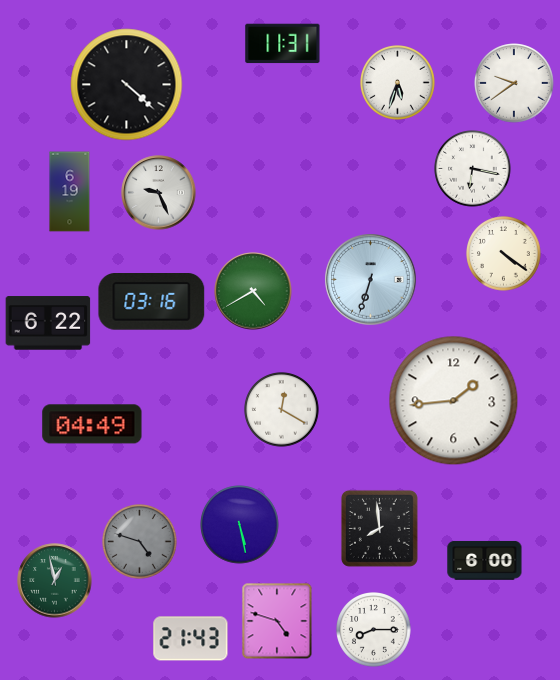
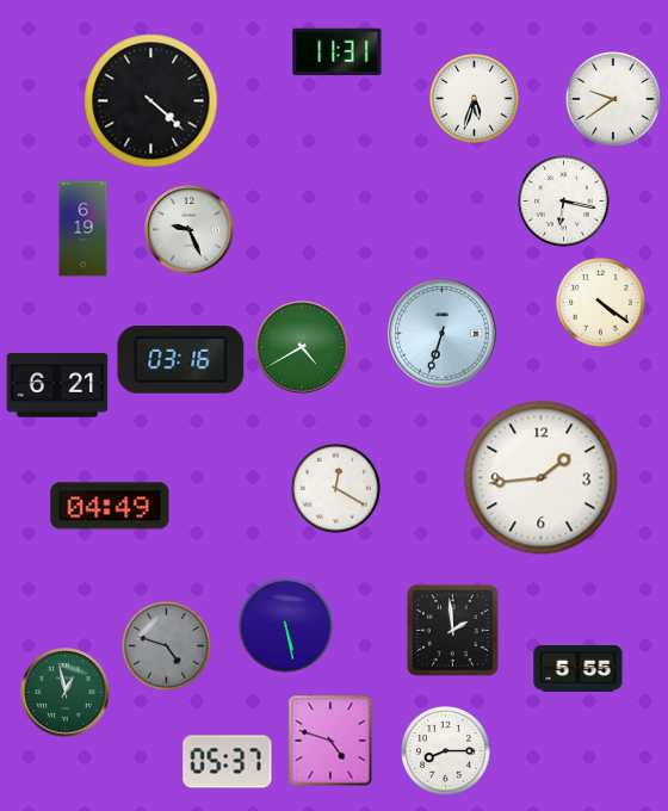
clock at (48, 323): 6:22 -> 6:21
clock at (379, 528): 7:59 -> 1:59
clock at (485, 561): 6:00 -> 5:55
clock at (191, 639): 21:43 -> 05:37
